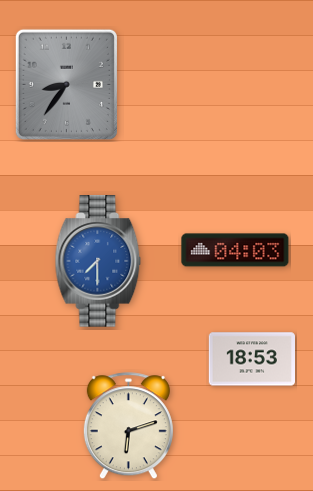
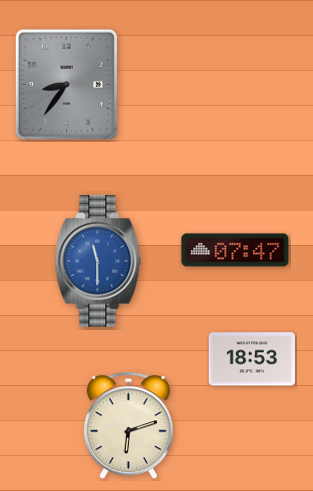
clock at (235, 250): 04:03 -> 07:47
clock at (98, 261): 7:30 -> 11:30
